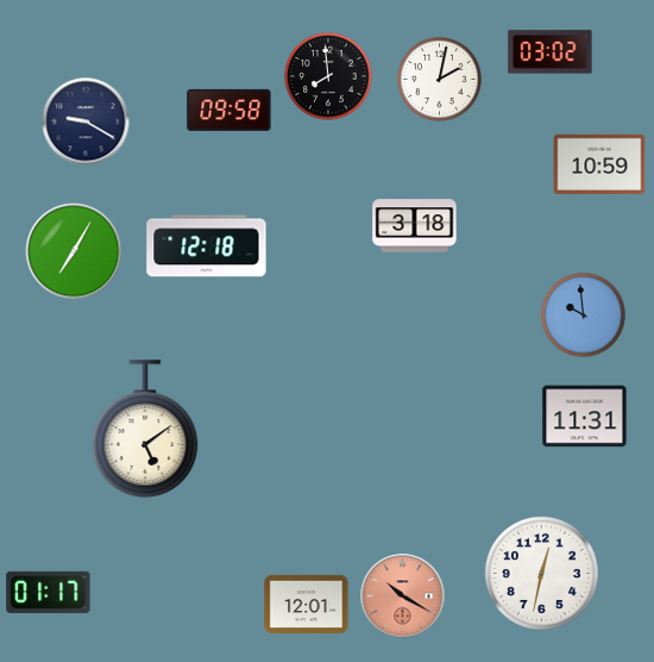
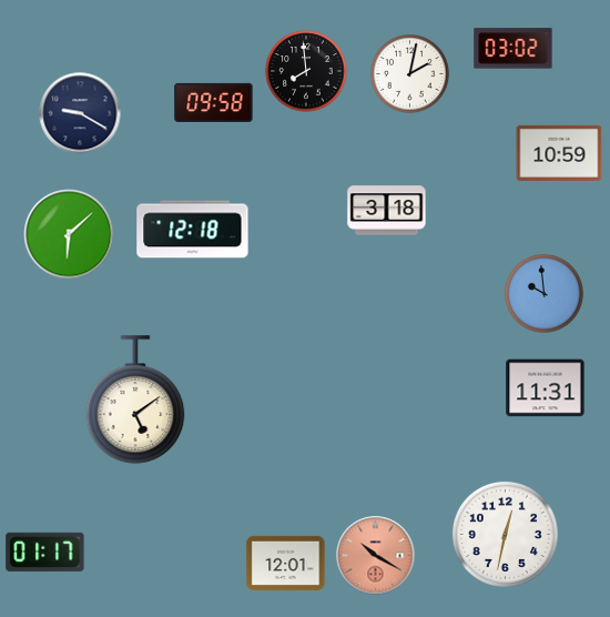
clock at (74, 251): 7:05 -> 6:08
